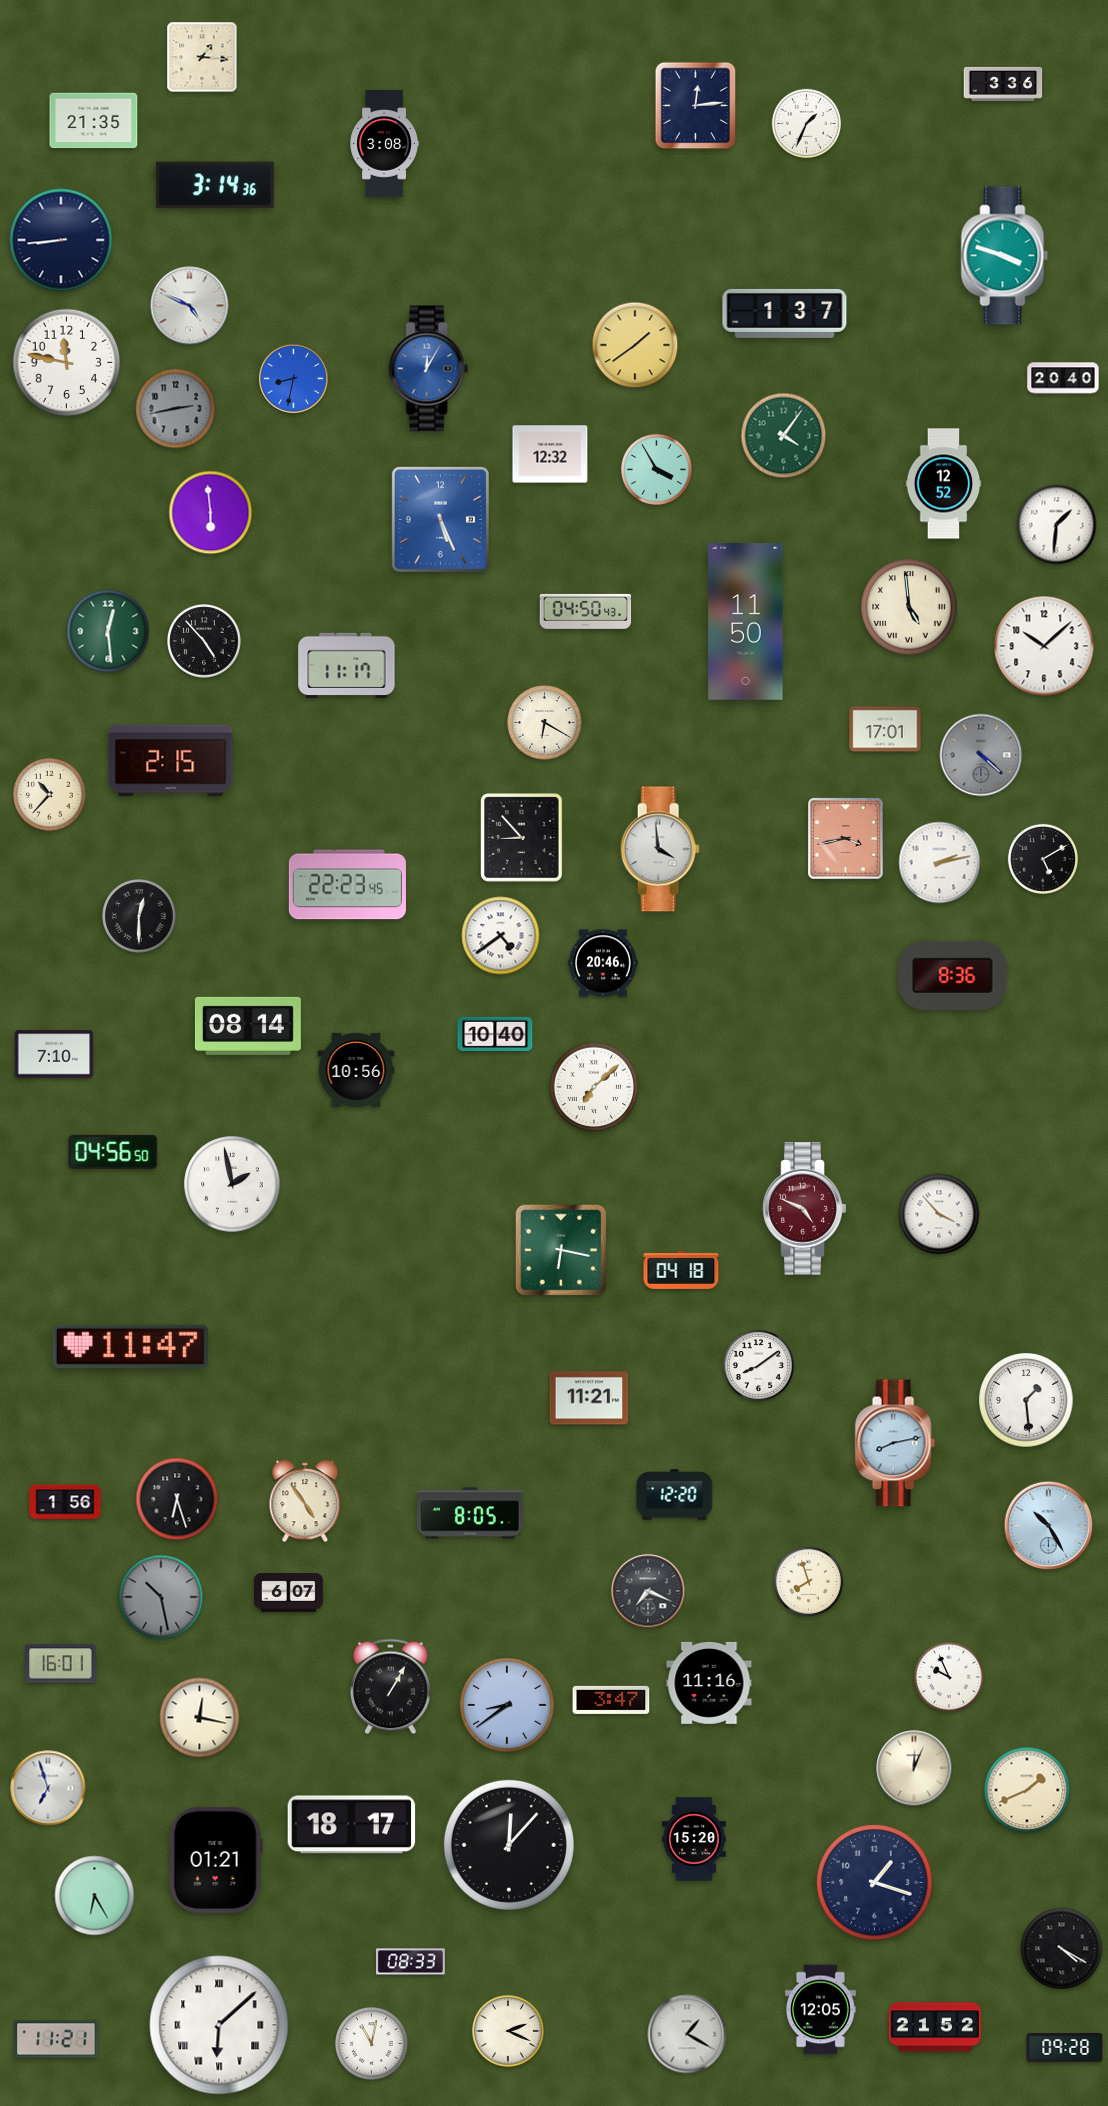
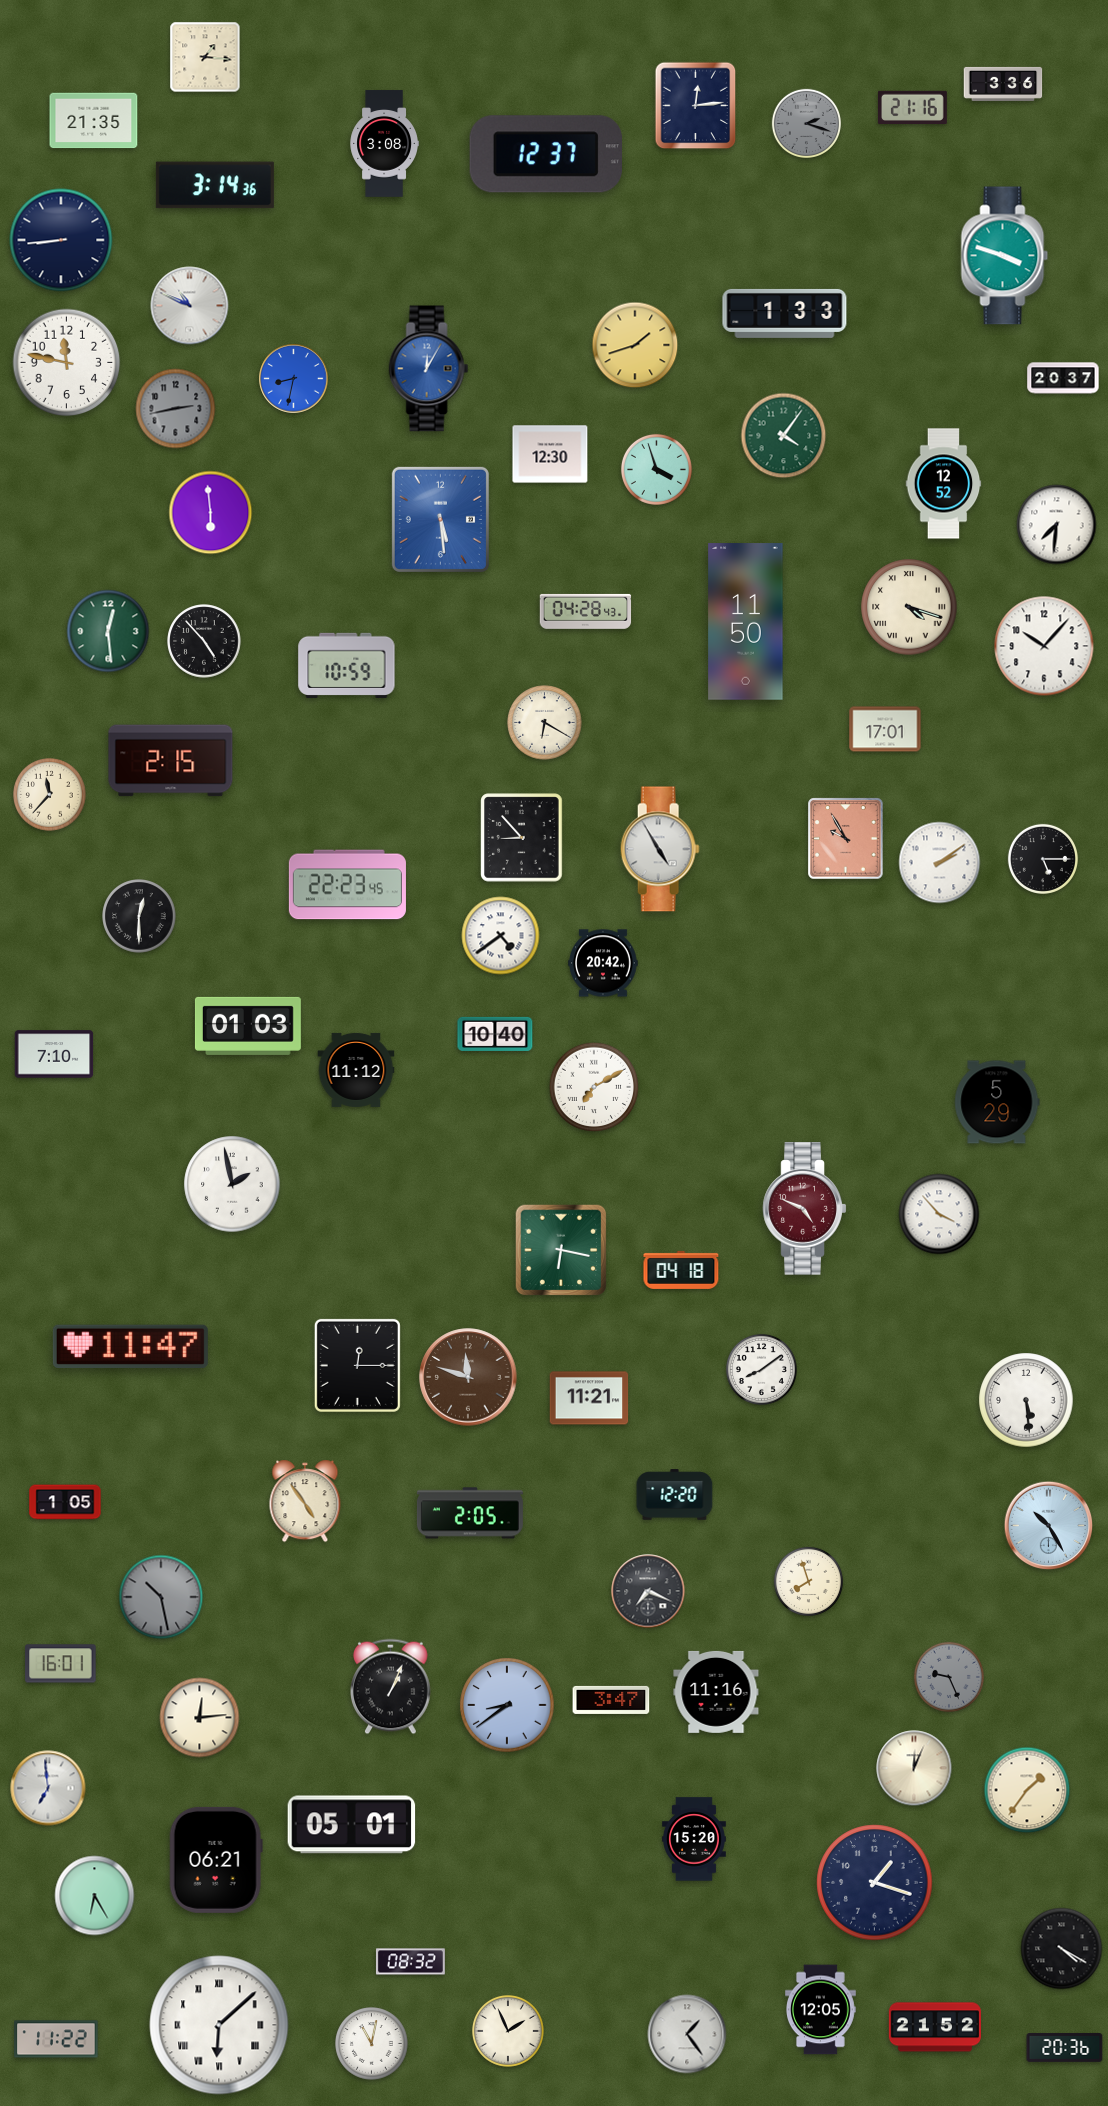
clock at (202, 57) position: (202, 57) -> (205, 57)
clock at (912, 107): none -> 21:16
clock at (806, 123): 1:34 -> 2:18
clock at (806, 123) dial: white -> grey
clock at (546, 154): none -> 12:37
clock at (190, 306): 4:49 -> 10:49
clock at (785, 313): 1:37 -> 1:33
clock at (635, 345): 1:39 -> 1:42
clock at (1063, 378): 20:40 -> 20:37
clock at (550, 454): 12:32 -> 12:30
clock at (656, 469): 3:55 -> 3:57
clock at (440, 519): 5:26 -> 5:29
clock at (1057, 525): 1:31 -> 7:31
clock at (909, 607): 4:59 -> 4:18
clock at (586, 611): 04:50 -> 04:28
clock at (1044, 646): 10:08 -> 10:07
clock at (347, 665): 11:17 -> 10:59
clock at (981, 755): 4:22 -> none
clock at (50, 795): 10:37 -> 11:37
clock at (846, 839): 3:43 -> 9:55
clock at (660, 849): 3:59 -> 4:55
clock at (1043, 859): 5:10 -> 5:15
clock at (940, 863): 2:13 -> 2:09
clock at (603, 963): 20:46 -> 20:42
clock at (953, 975): 8:36 -> none
clock at (248, 1026): 08:14 -> 01:03
clock at (356, 1070): 10:56 -> 11:12
clock at (593, 1086): 7:08 -> 7:10
clock at (997, 1102): none -> 5:29
clock at (113, 1152): 04:56 -> none
clock at (357, 1365): none -> 12:15
clock at (758, 1365) position: (758, 1365) -> (761, 1369)
clock at (468, 1377): none -> 11:48
clock at (1026, 1400): 1:29 -> 5:29
clock at (895, 1443): 8:13 -> none
clock at (177, 1499): 6:27 -> none
clock at (65, 1502): 1:56 -> 1:05
clock at (470, 1513): 8:05 -> 2:05
clock at (288, 1593): 6:07 -> none
clock at (949, 1677): 9:56 -> 9:26
clock at (949, 1677) dial: white -> grey
clock at (709, 1683) position: (709, 1683) -> (716, 1692)
clock at (391, 1687): 1:05 -> 1:04
clock at (200, 1718): 12:17 -> 12:14
clock at (48, 1788): 6:57 -> 6:59
clock at (1027, 1790): 1:41 -> 1:36
clock at (352, 1825): 18:17 -> 05:01
clock at (509, 1845): 12:07 -> none
clock at (216, 1860): 01:21 -> 06:21
clock at (411, 1962): 08:33 -> 08:32
clock at (508, 2031): 2:19 -> 1:56
clock at (687, 2034): 1:20 -> 1:24
clock at (56, 2039): 11:21 -> 11:22
clock at (1065, 2048): 09:28 -> 20:36
